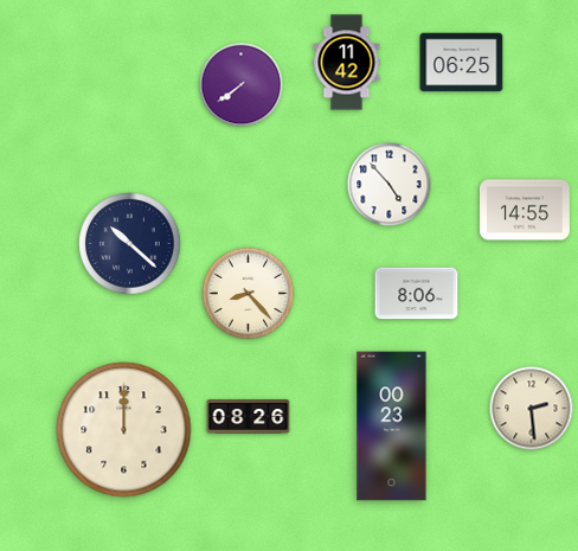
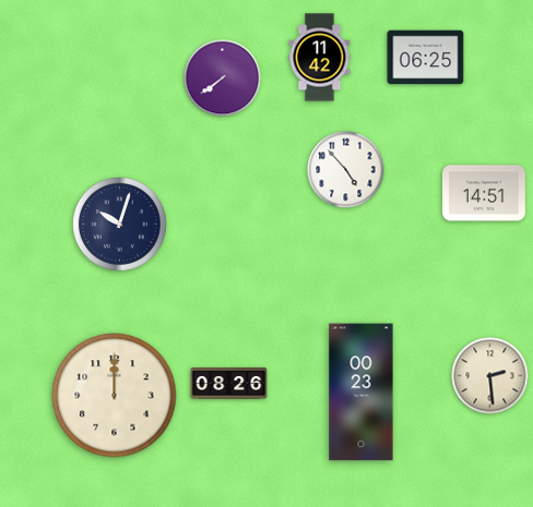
clock at (390, 185) position: (390, 185) -> (346, 170)
clock at (526, 210): 14:55 -> 14:51
clock at (130, 244): 10:22 -> 10:03
clock at (249, 294): 8:23 -> none
clock at (417, 294): 8:06 -> none
